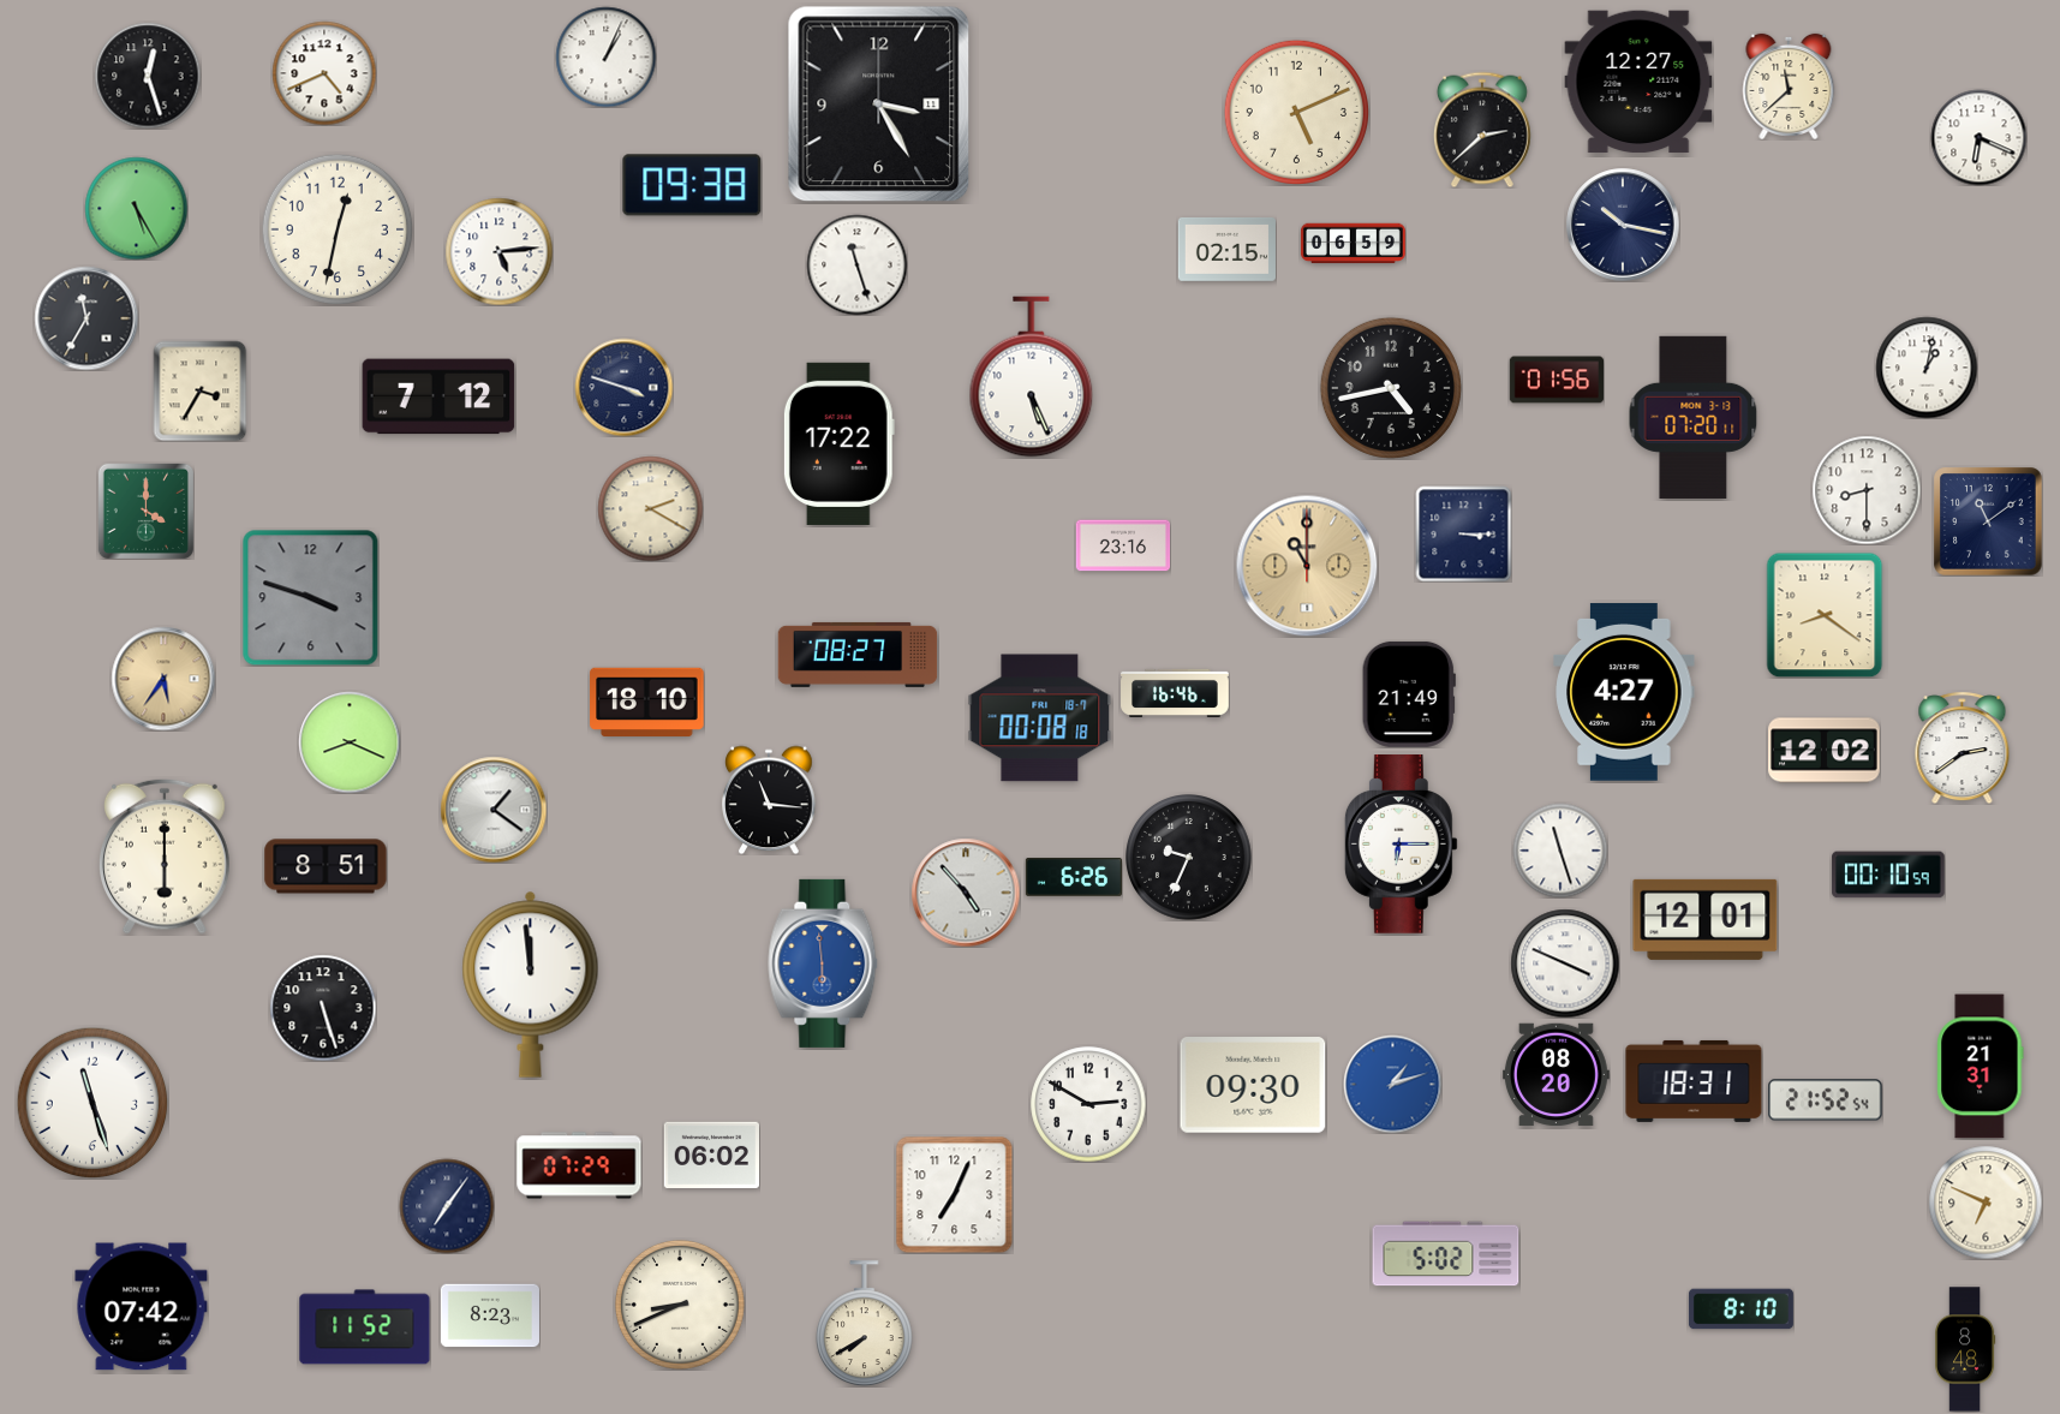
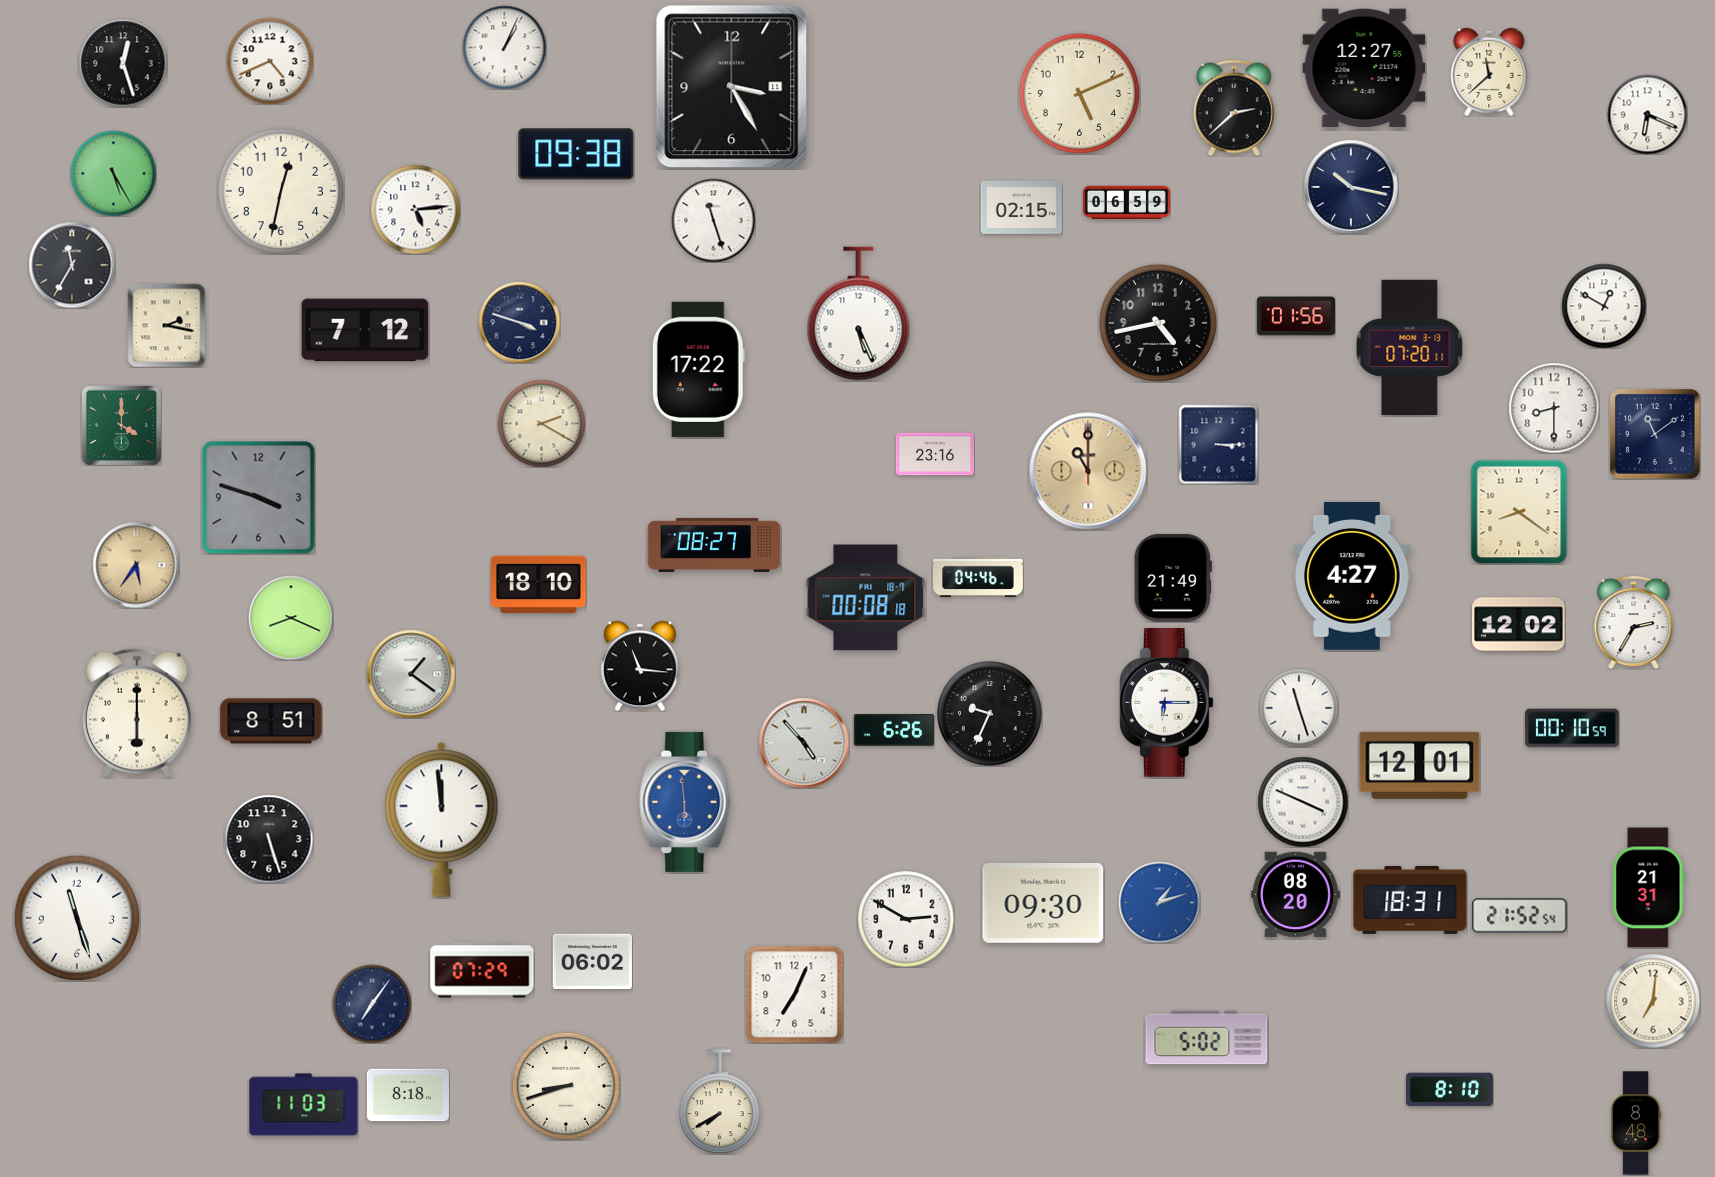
clock at (1927, 368): 1:02 -> 12:50
clock at (201, 390): 3:35 -> 2:17
clock at (1175, 693): 16:46 -> 04:46
clock at (1963, 747): 2:39 -> 2:35
clock at (1986, 1203): 6:49 -> 7:01
clock at (1446, 1254) position: (1446, 1254) -> (1207, 1038)
clock at (680, 1305): 8:41 -> 8:42
clock at (142, 1307): 07:42 -> none
clock at (490, 1315): 8:23 -> 8:18
clock at (365, 1328): 11:52 -> 11:03
